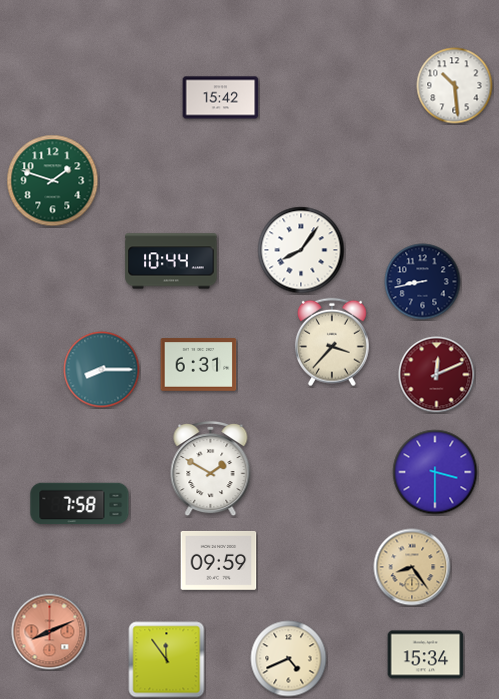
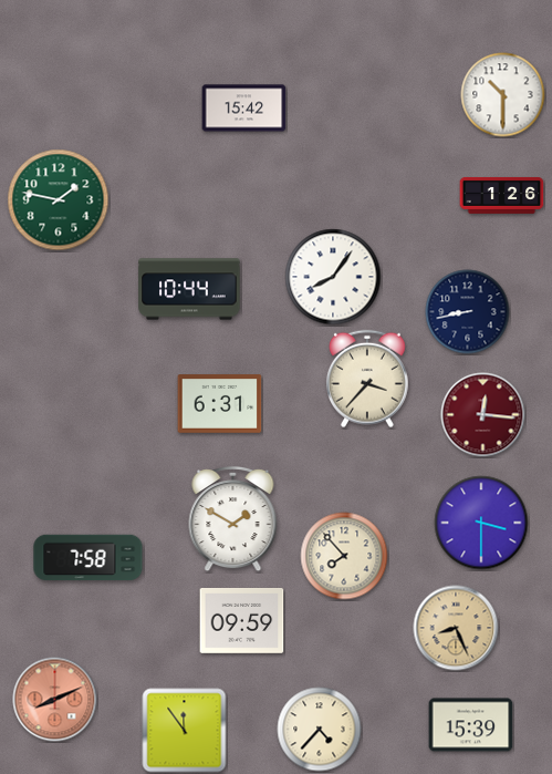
clock at (455, 86): 10:29 -> 10:30
clock at (502, 195): none -> 1:26
clock at (53, 181): 1:48 -> 1:47
clock at (102, 370): 8:15 -> none
clock at (437, 375): 12:11 -> 12:16
clock at (344, 556): none -> 7:53
clock at (412, 567): 8:24 -> 8:26
clock at (426, 655): 15:34 -> 15:39
clock at (289, 659): 4:41 -> 4:37
